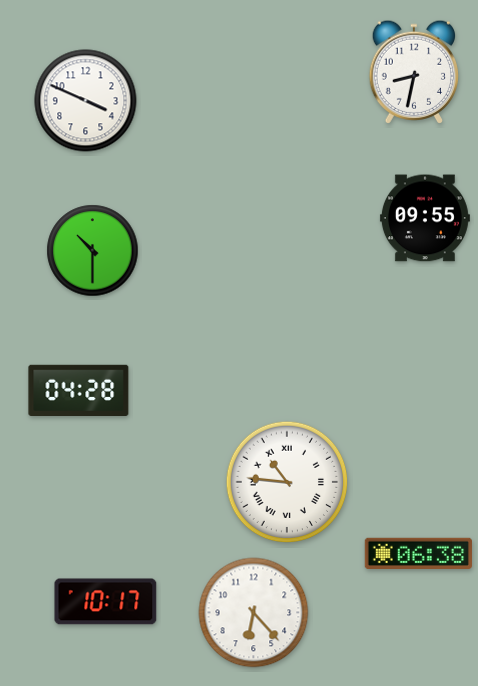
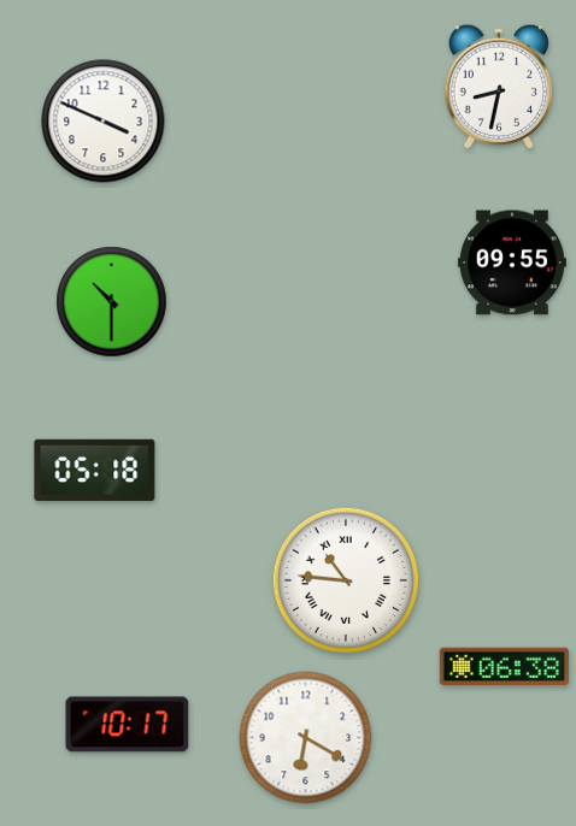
clock at (79, 390): 04:28 -> 05:18
clock at (254, 613): 6:23 -> 6:20
